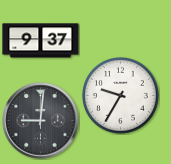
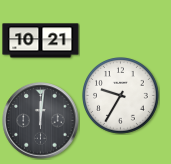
clock at (41, 41): 9:37 -> 10:21
clock at (41, 121): 9:01 -> 12:01
